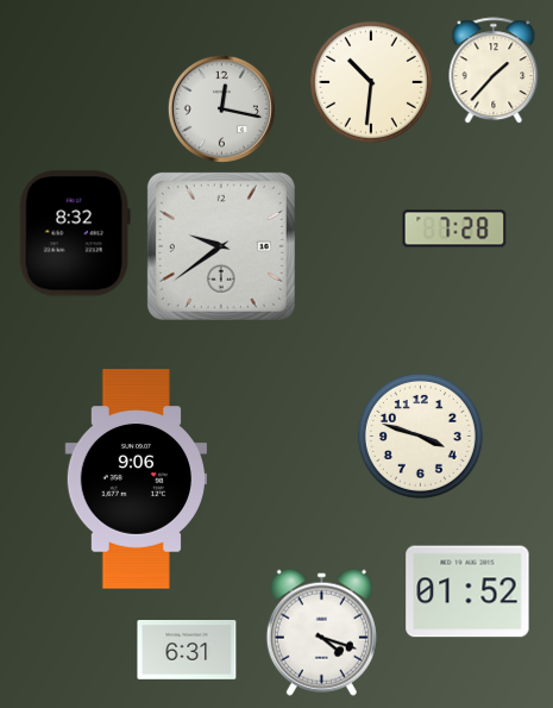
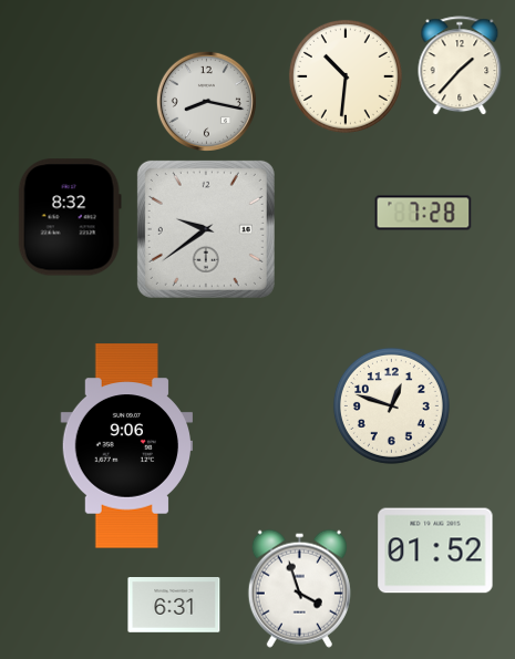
clock at (221, 108): 12:17 -> 8:17
clock at (420, 436): 3:48 -> 12:48
clock at (321, 632): 4:18 -> 3:57
